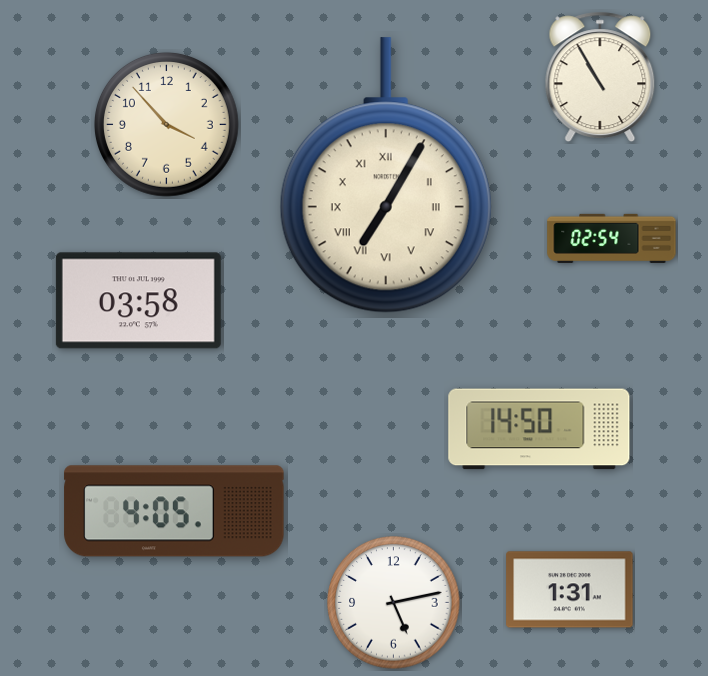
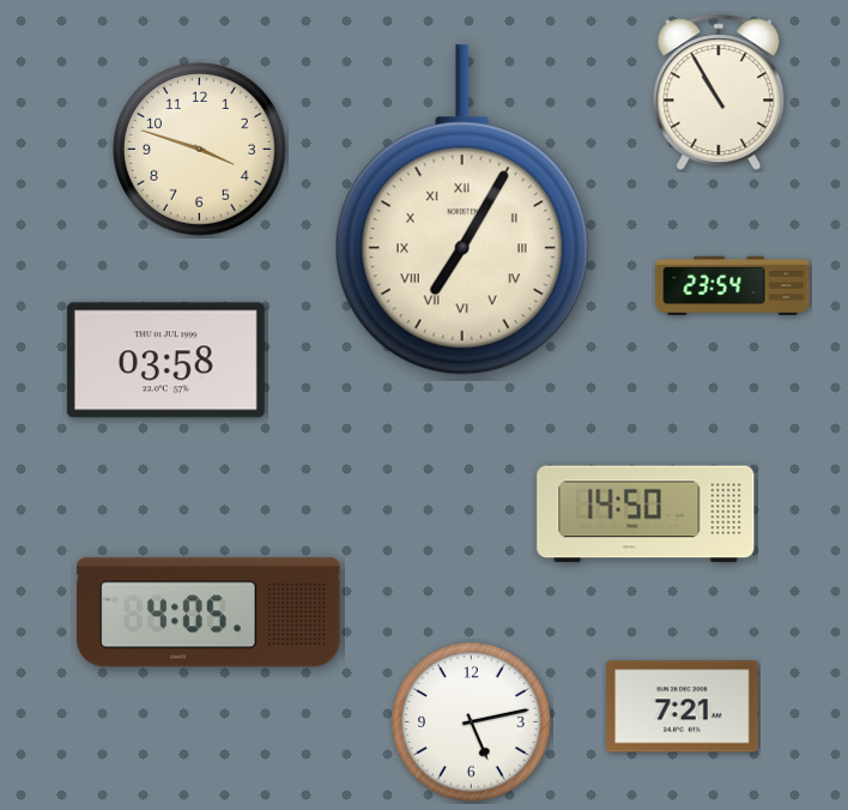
clock at (166, 124): 3:53 -> 3:48
clock at (612, 238): 02:54 -> 23:54
clock at (570, 590): 1:31 -> 7:21
